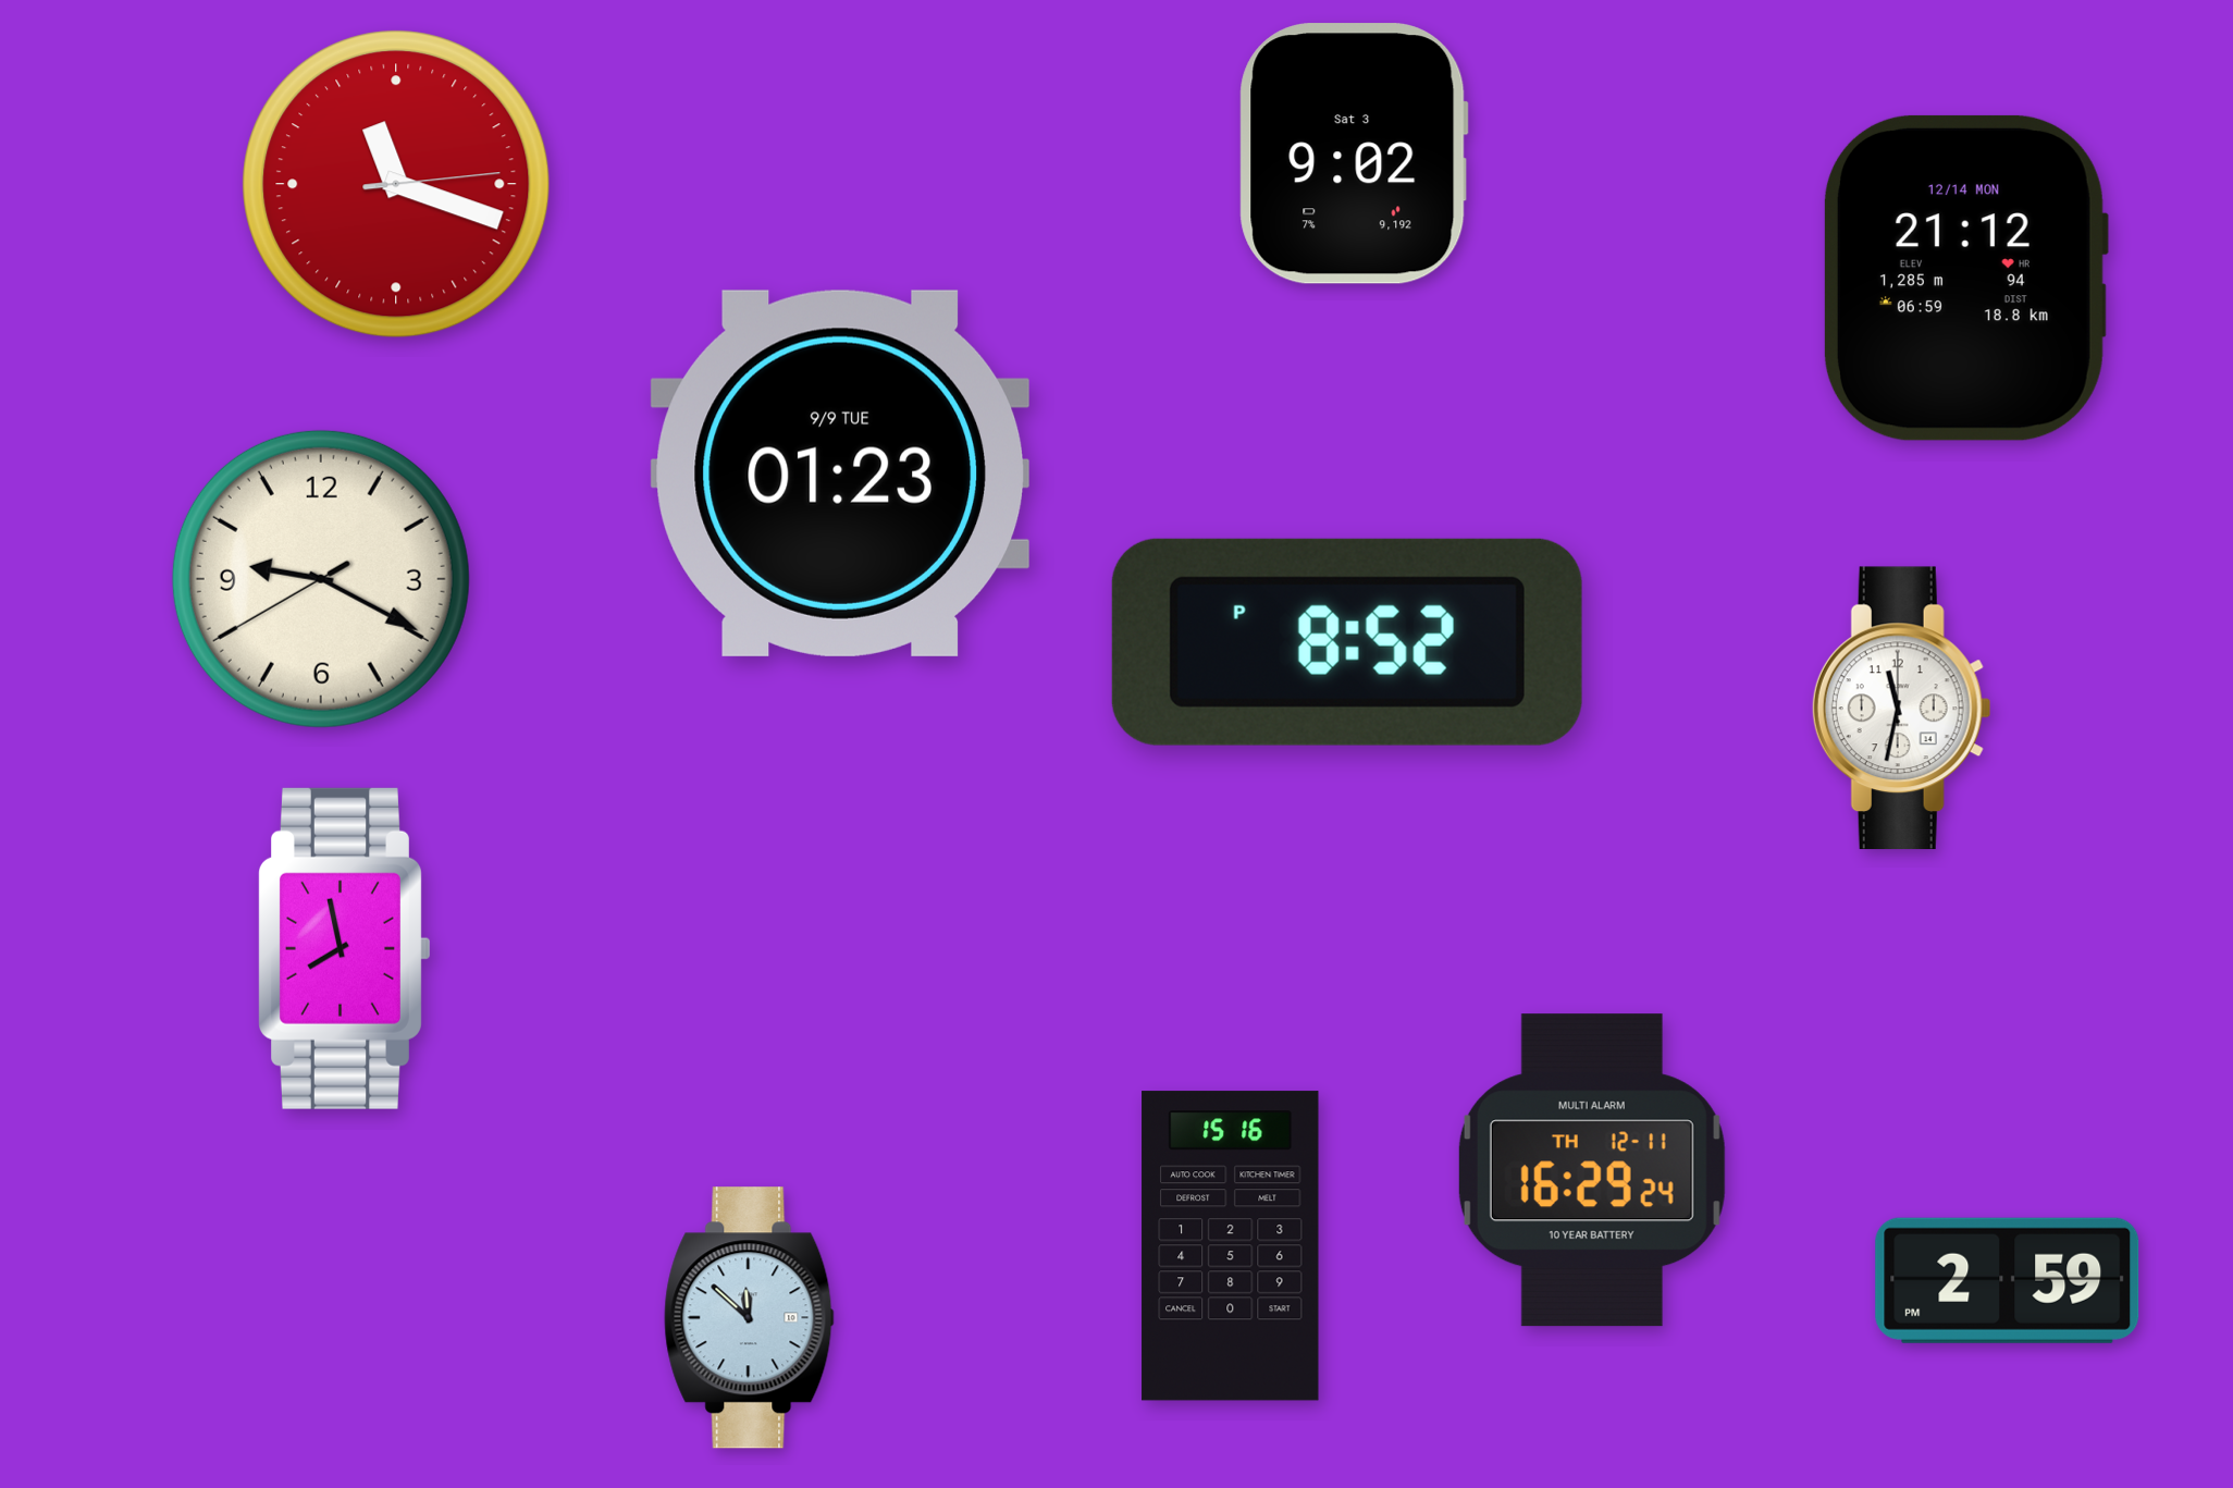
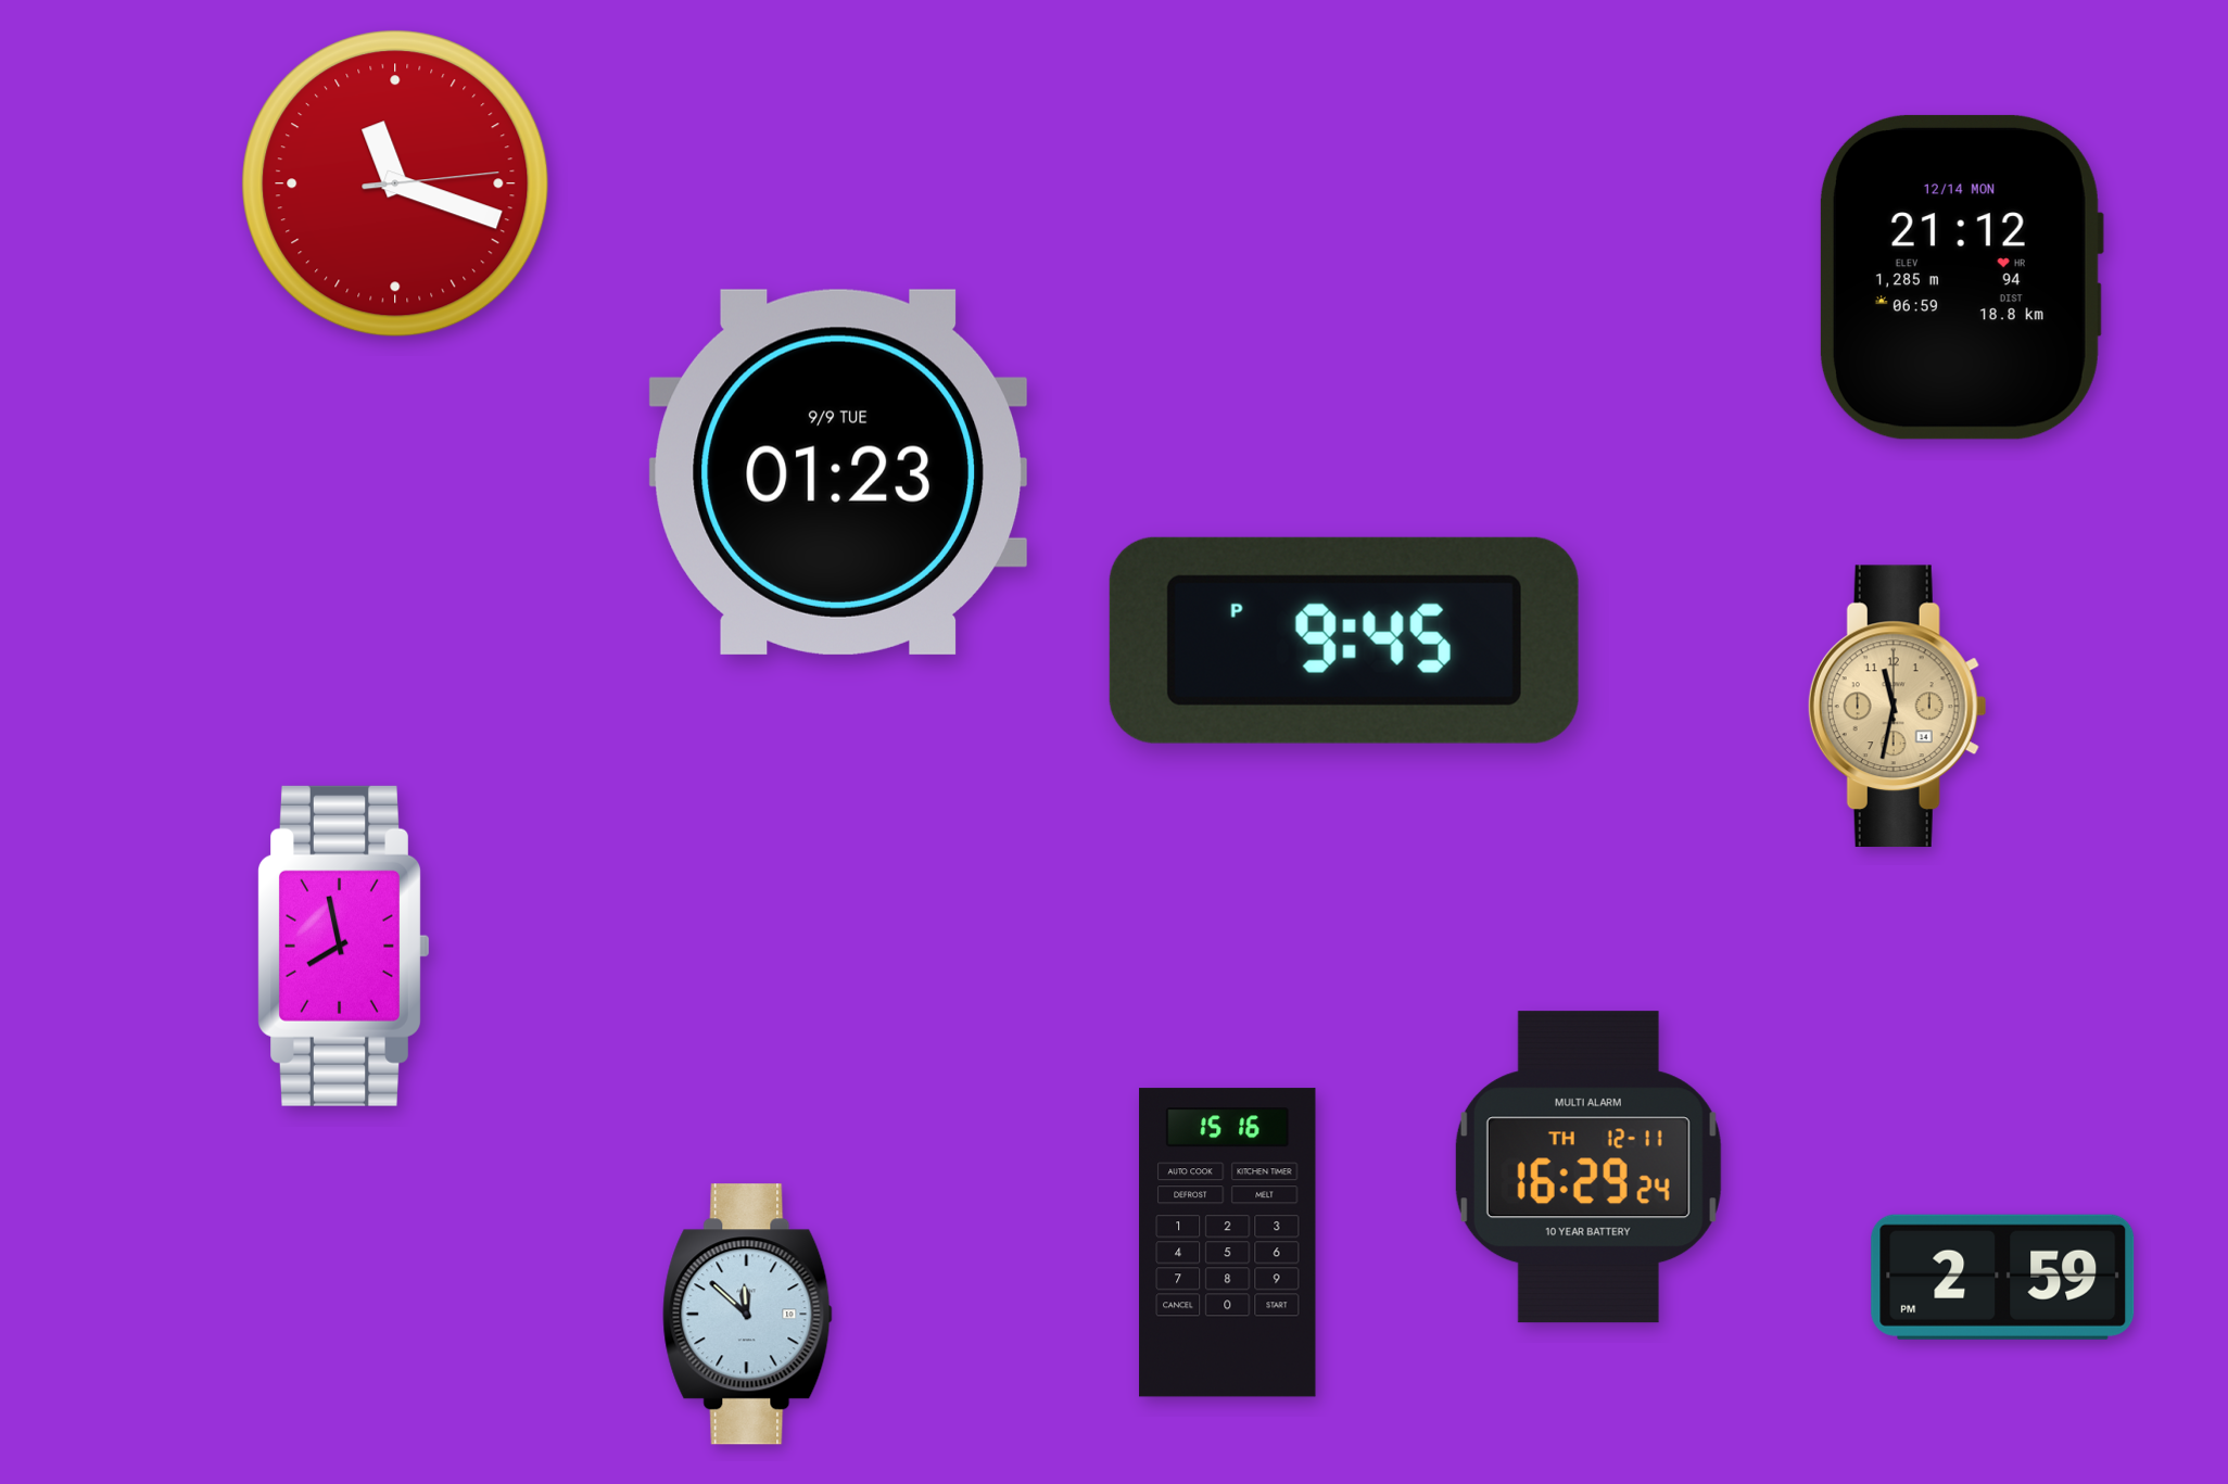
clock at (1354, 153): 9:02 -> none
clock at (321, 579): 9:19 -> none
clock at (1347, 642): 8:52 -> 9:45
clock at (1901, 709) dial: white -> champagne
